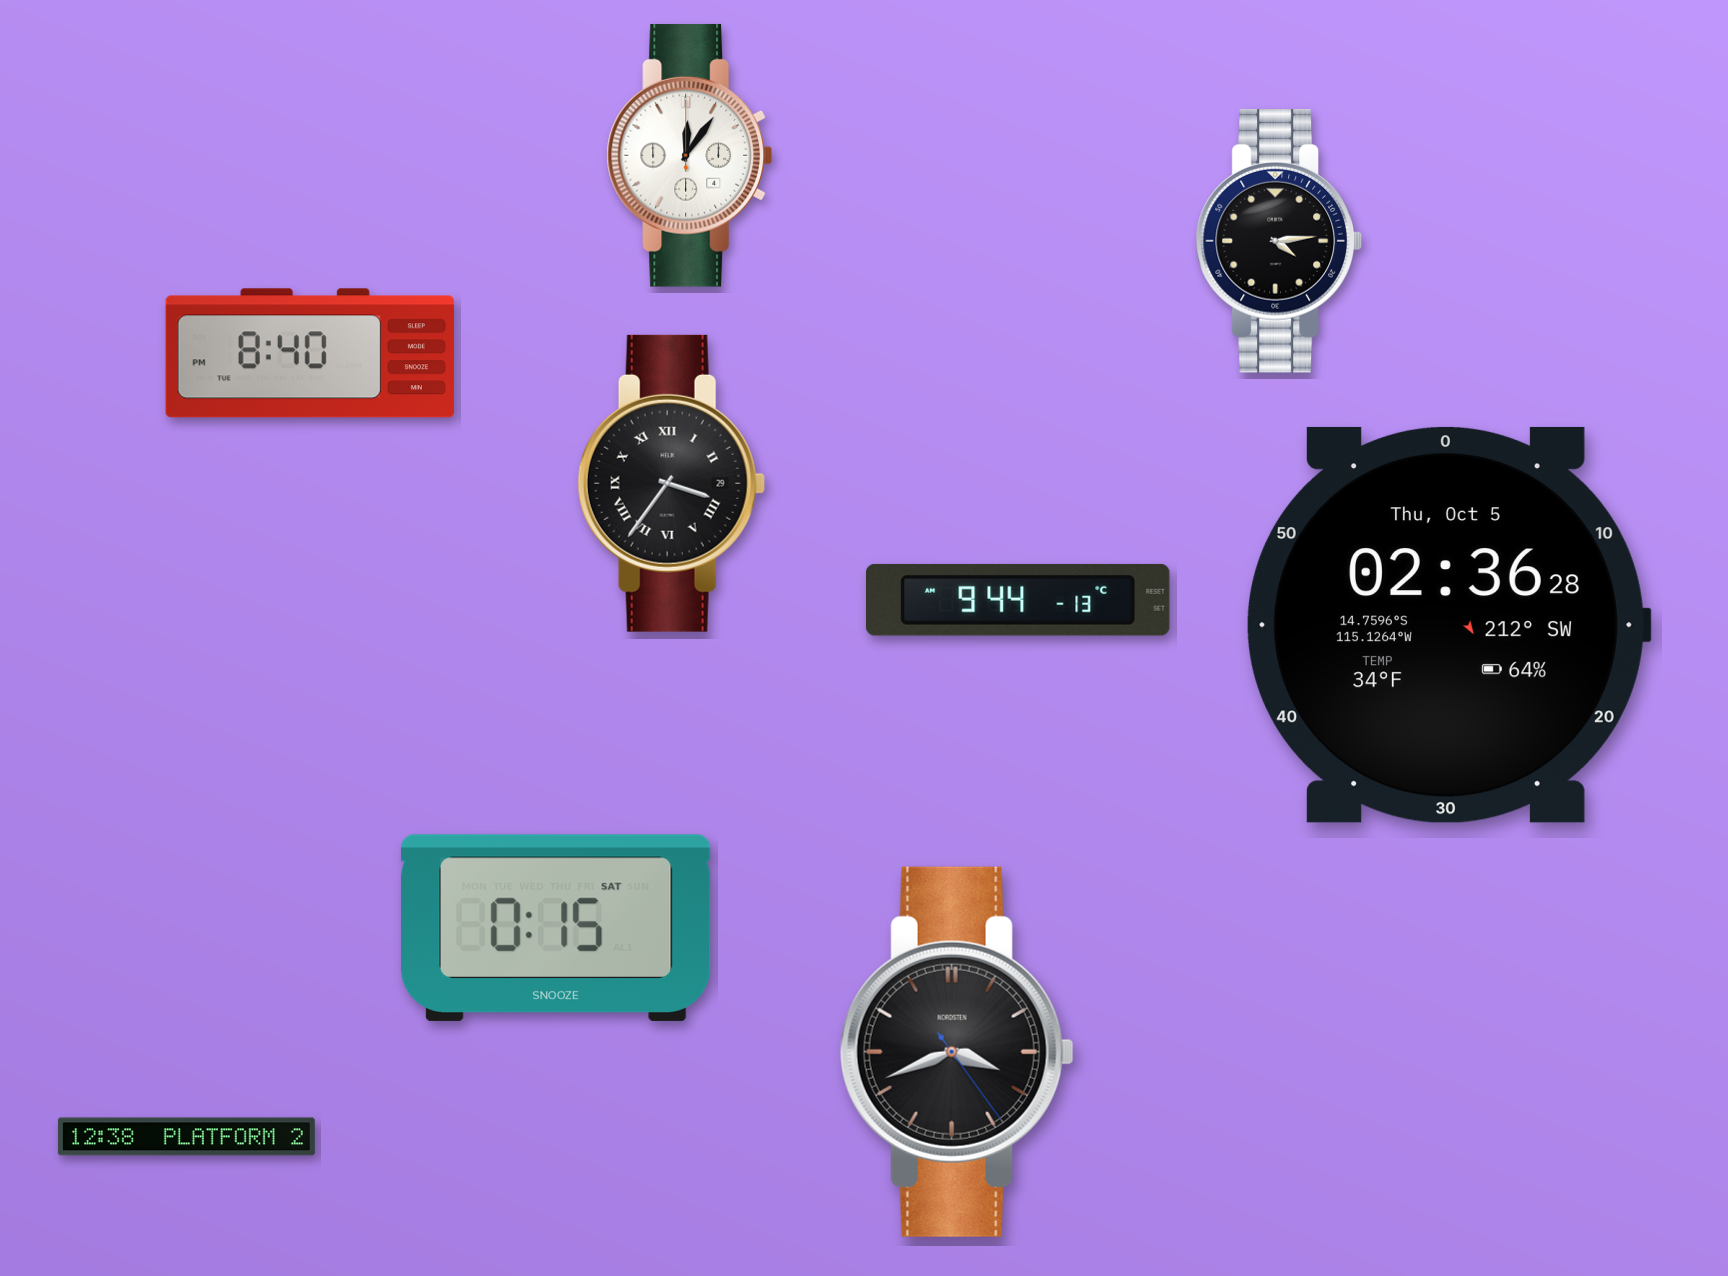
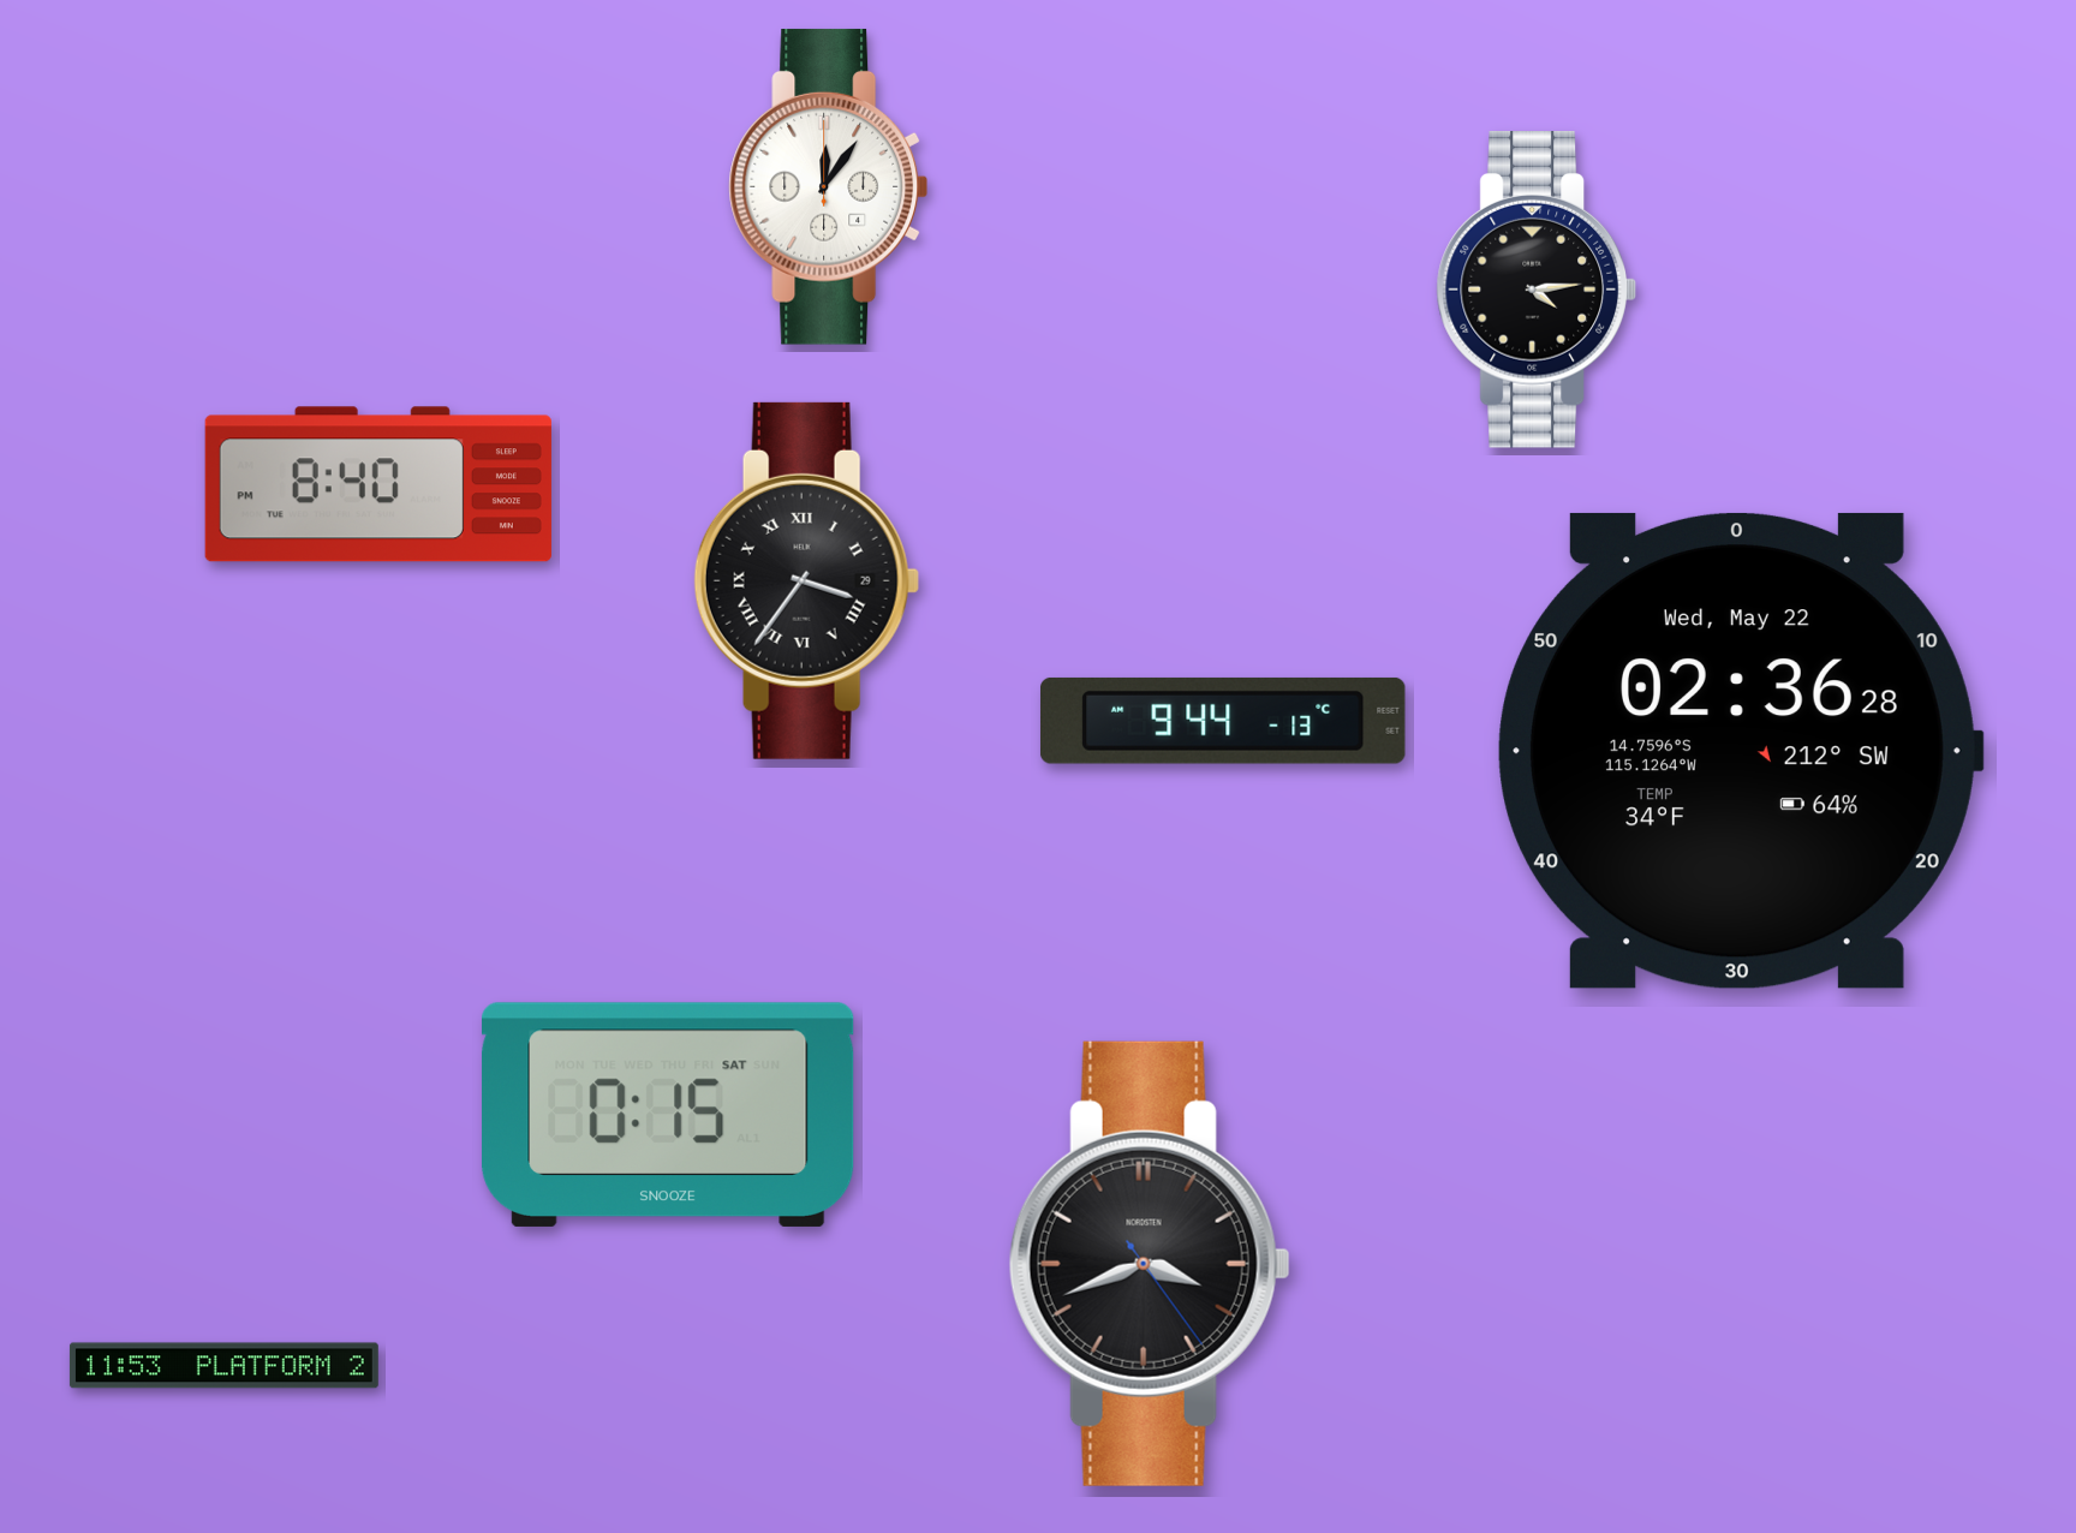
clock at (310, 353) position: (310, 353) -> (378, 484)
clock at (1449, 625) date: Thu, Oct 5 -> Wed, May 22
clock at (186, 1137): 12:38 -> 11:53
